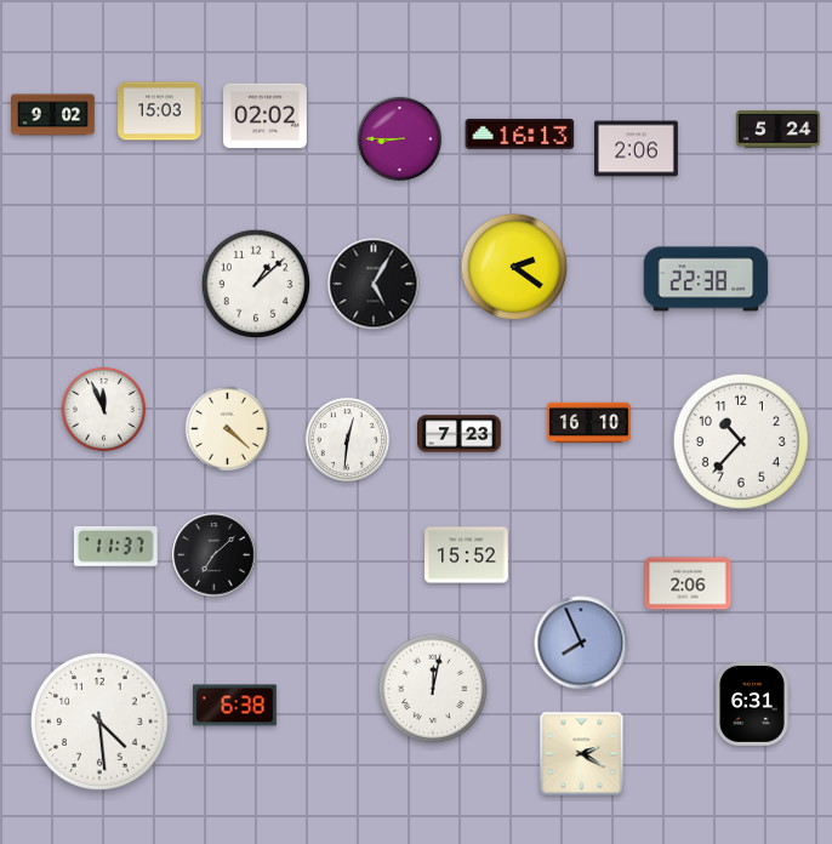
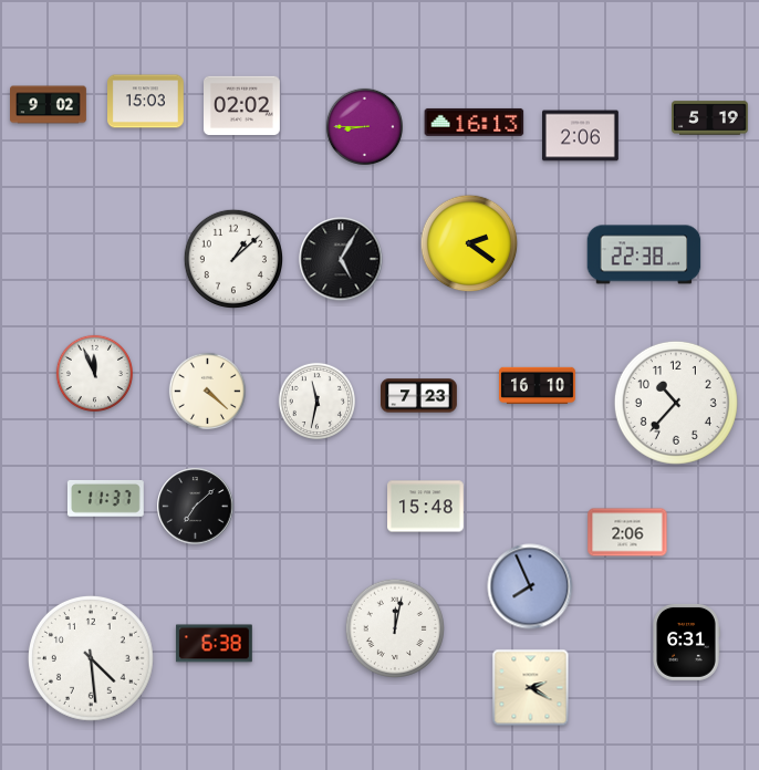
clock at (779, 130): 5:24 -> 5:19
clock at (347, 439): 12:31 -> 11:32
clock at (467, 555): 15:52 -> 15:48
